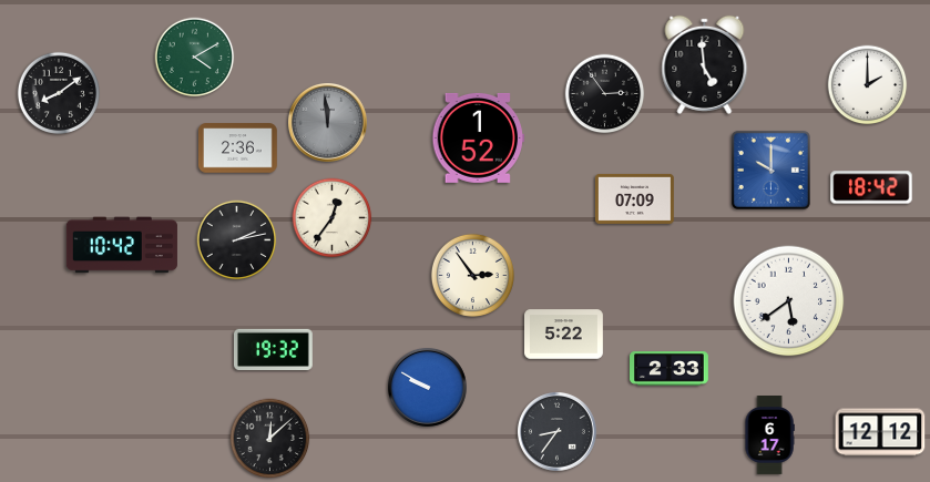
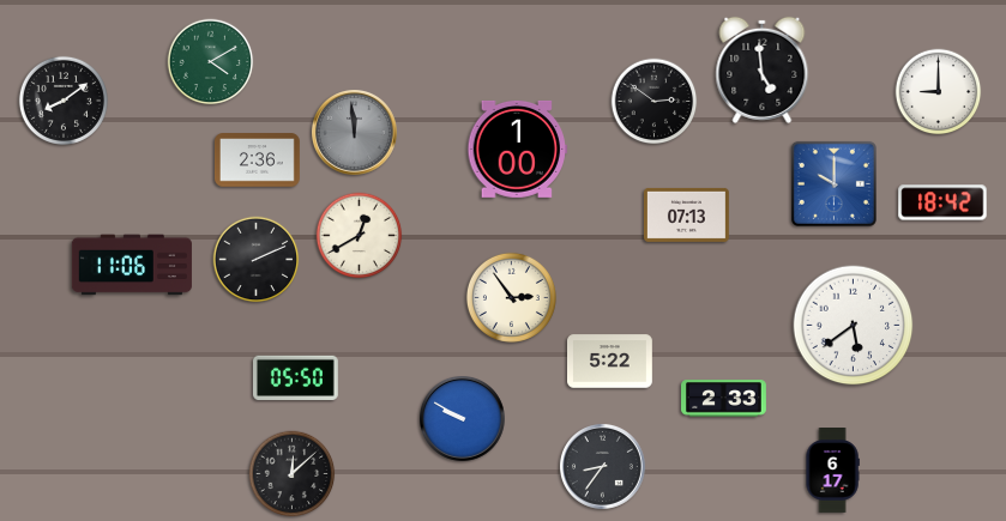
clock at (868, 85): 2:00 -> 9:00
clock at (605, 94): 2:54 -> 2:51
clock at (479, 137): 1:52 -> 1:00
clock at (634, 198): 07:09 -> 07:13
clock at (333, 218): 12:36 -> 12:40
clock at (237, 240): 2:13 -> 2:11
clock at (122, 245): 10:42 -> 11:06
clock at (274, 349): 19:32 -> 05:50
clock at (880, 432): 12:12 -> none
